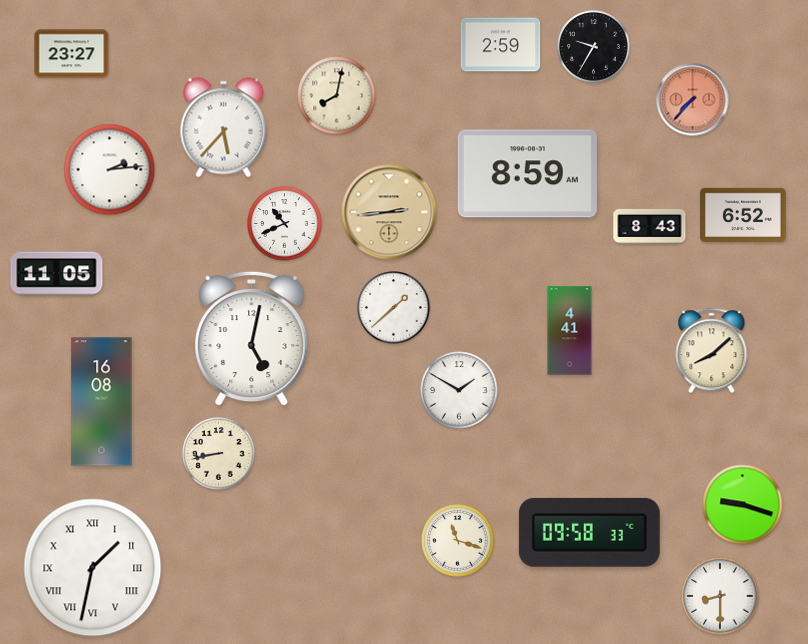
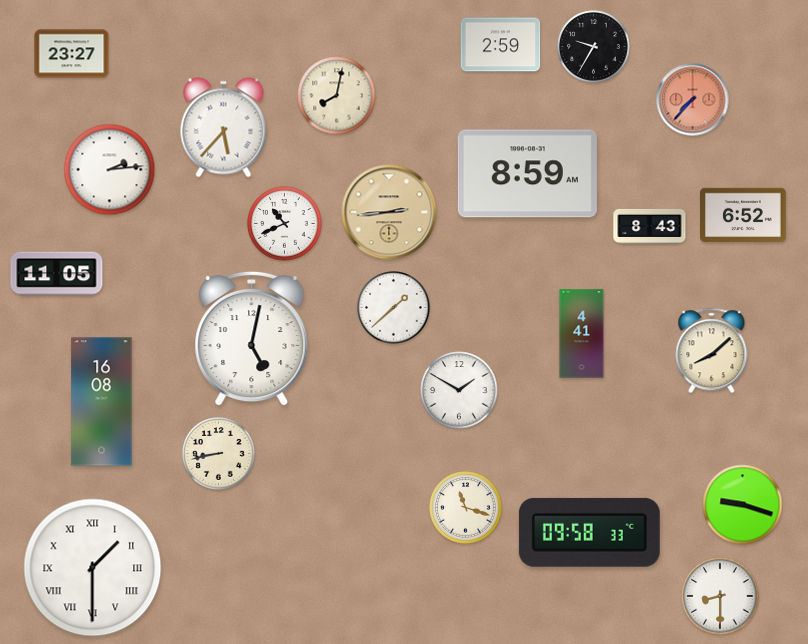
clock at (570, 331) position: (570, 331) -> (582, 334)
clock at (458, 541) position: (458, 541) -> (466, 508)
clock at (93, 568): 1:32 -> 1:30
